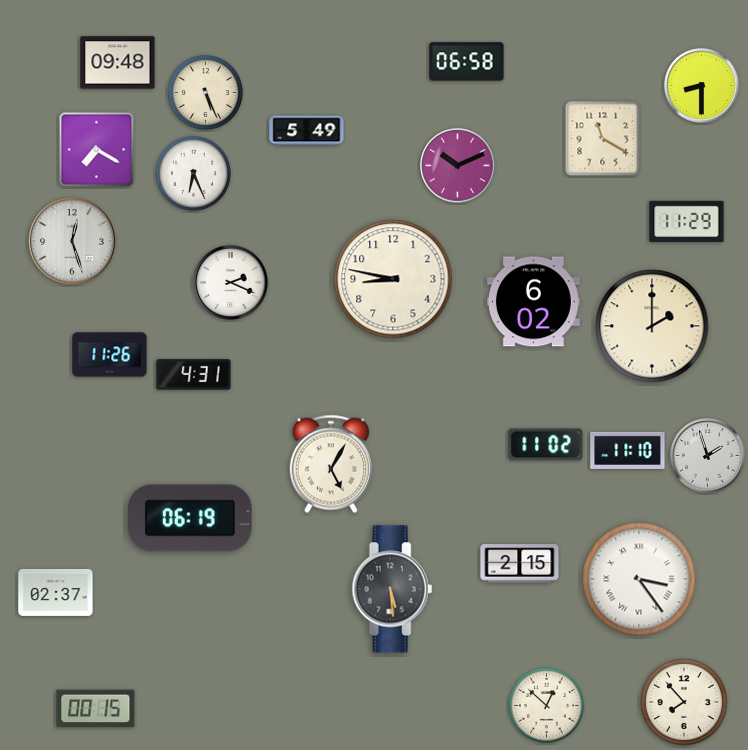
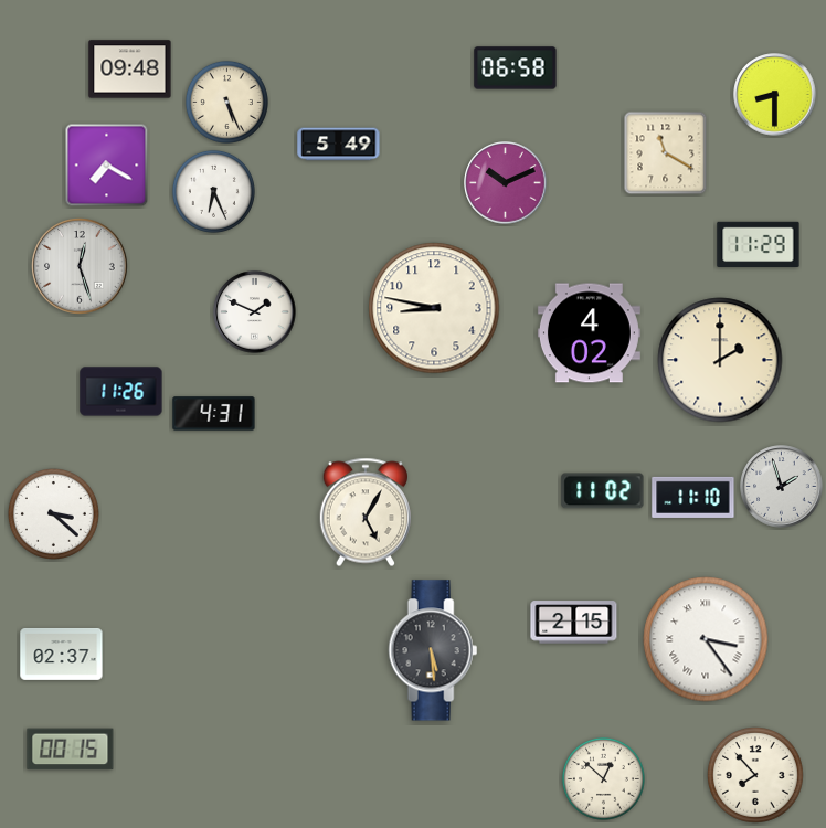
clock at (231, 283): 2:19 -> 1:49
clock at (533, 302): 6:02 -> 4:02
clock at (708, 456) position: (708, 456) -> (782, 487)
clock at (53, 513): none -> 3:22
clock at (190, 518): 06:19 -> none
clock at (96, 709) position: (96, 709) -> (71, 750)
